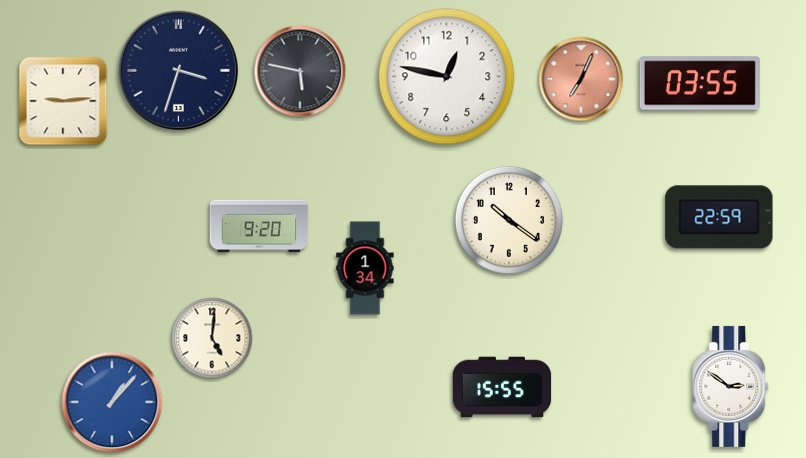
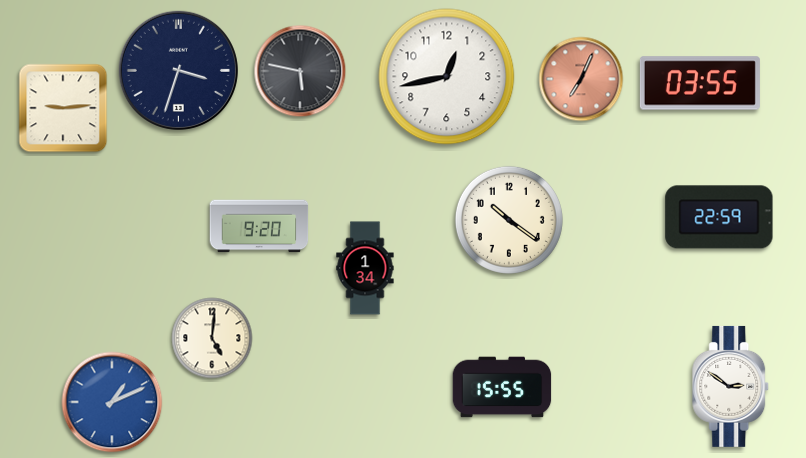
clock at (447, 77): 12:47 -> 12:43
clock at (63, 101) position: (63, 101) -> (63, 108)
clock at (112, 402): 1:07 -> 1:11
